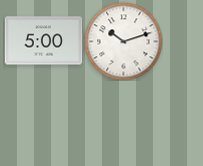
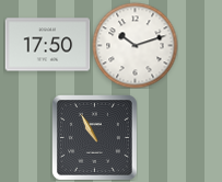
clock at (43, 41): 5:00 -> 17:50
clock at (94, 137): none -> 10:55
